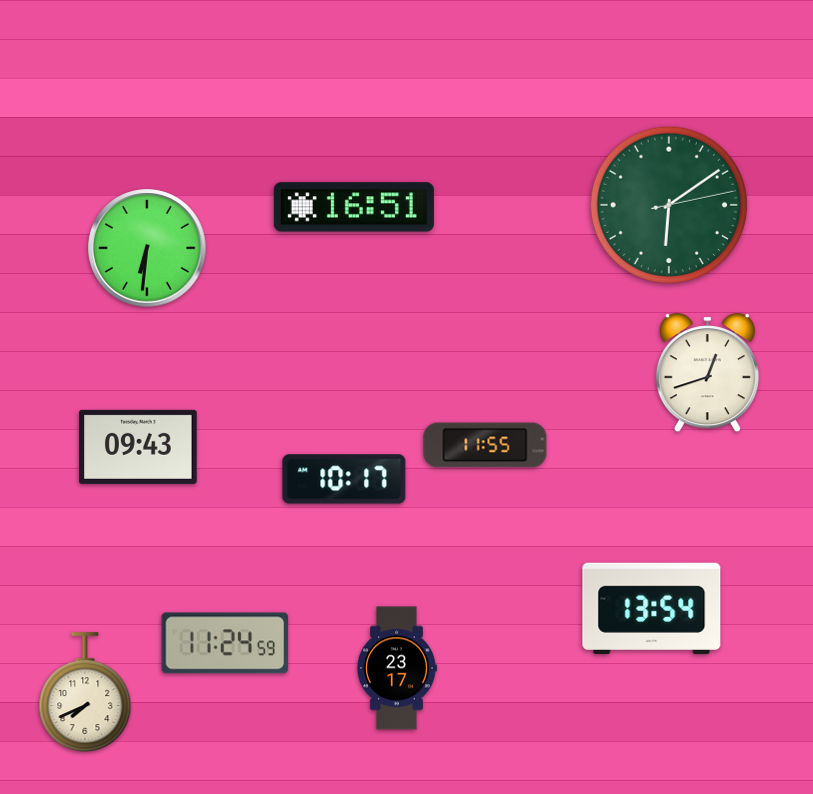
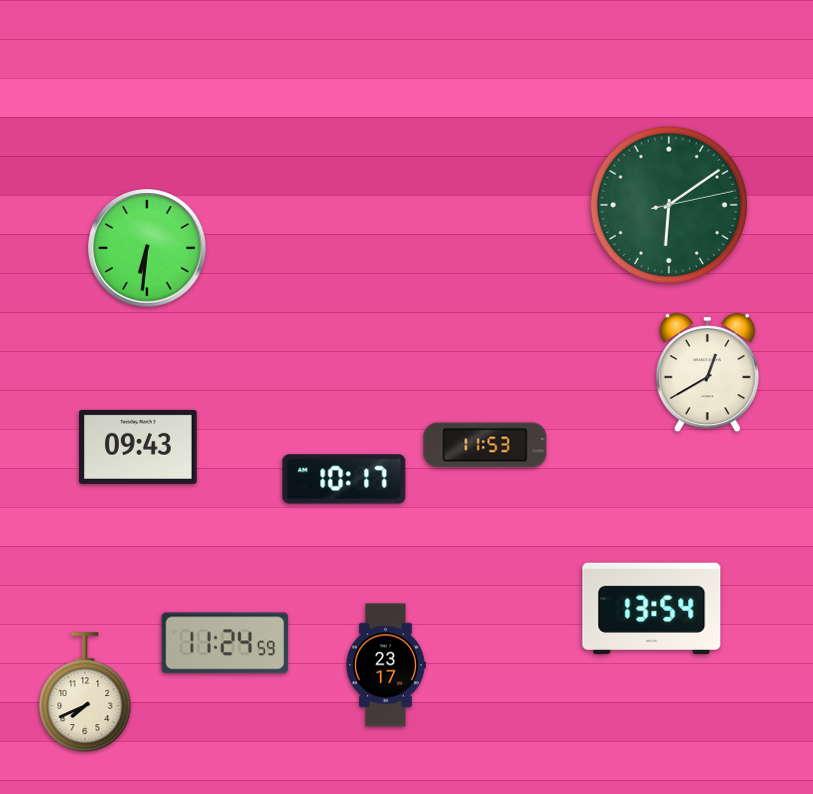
clock at (354, 207): 16:51 -> none
clock at (707, 373): 12:42 -> 12:40
clock at (485, 445): 11:55 -> 11:53
clock at (397, 668) position: (397, 668) -> (386, 665)
